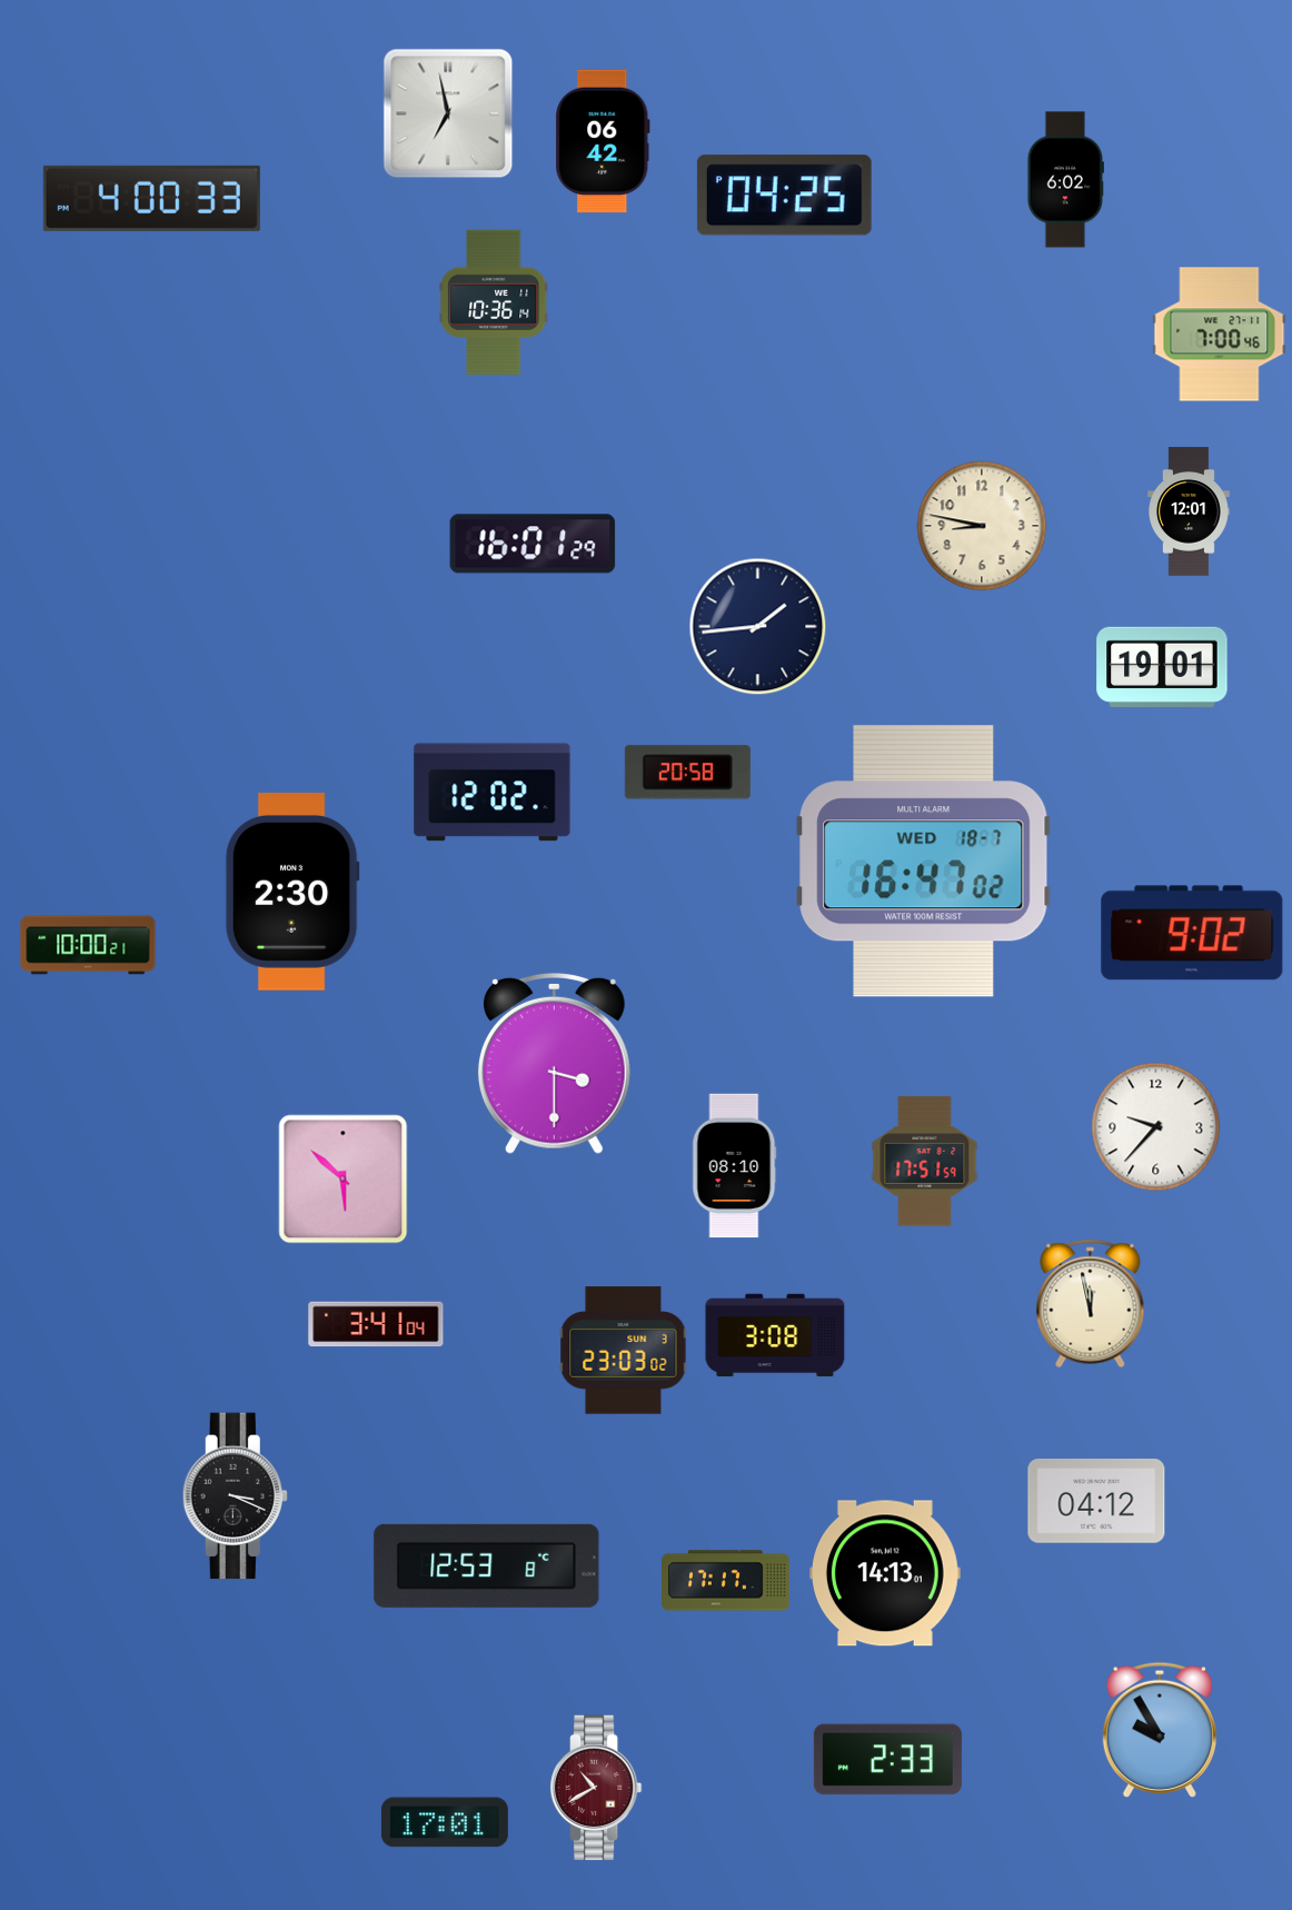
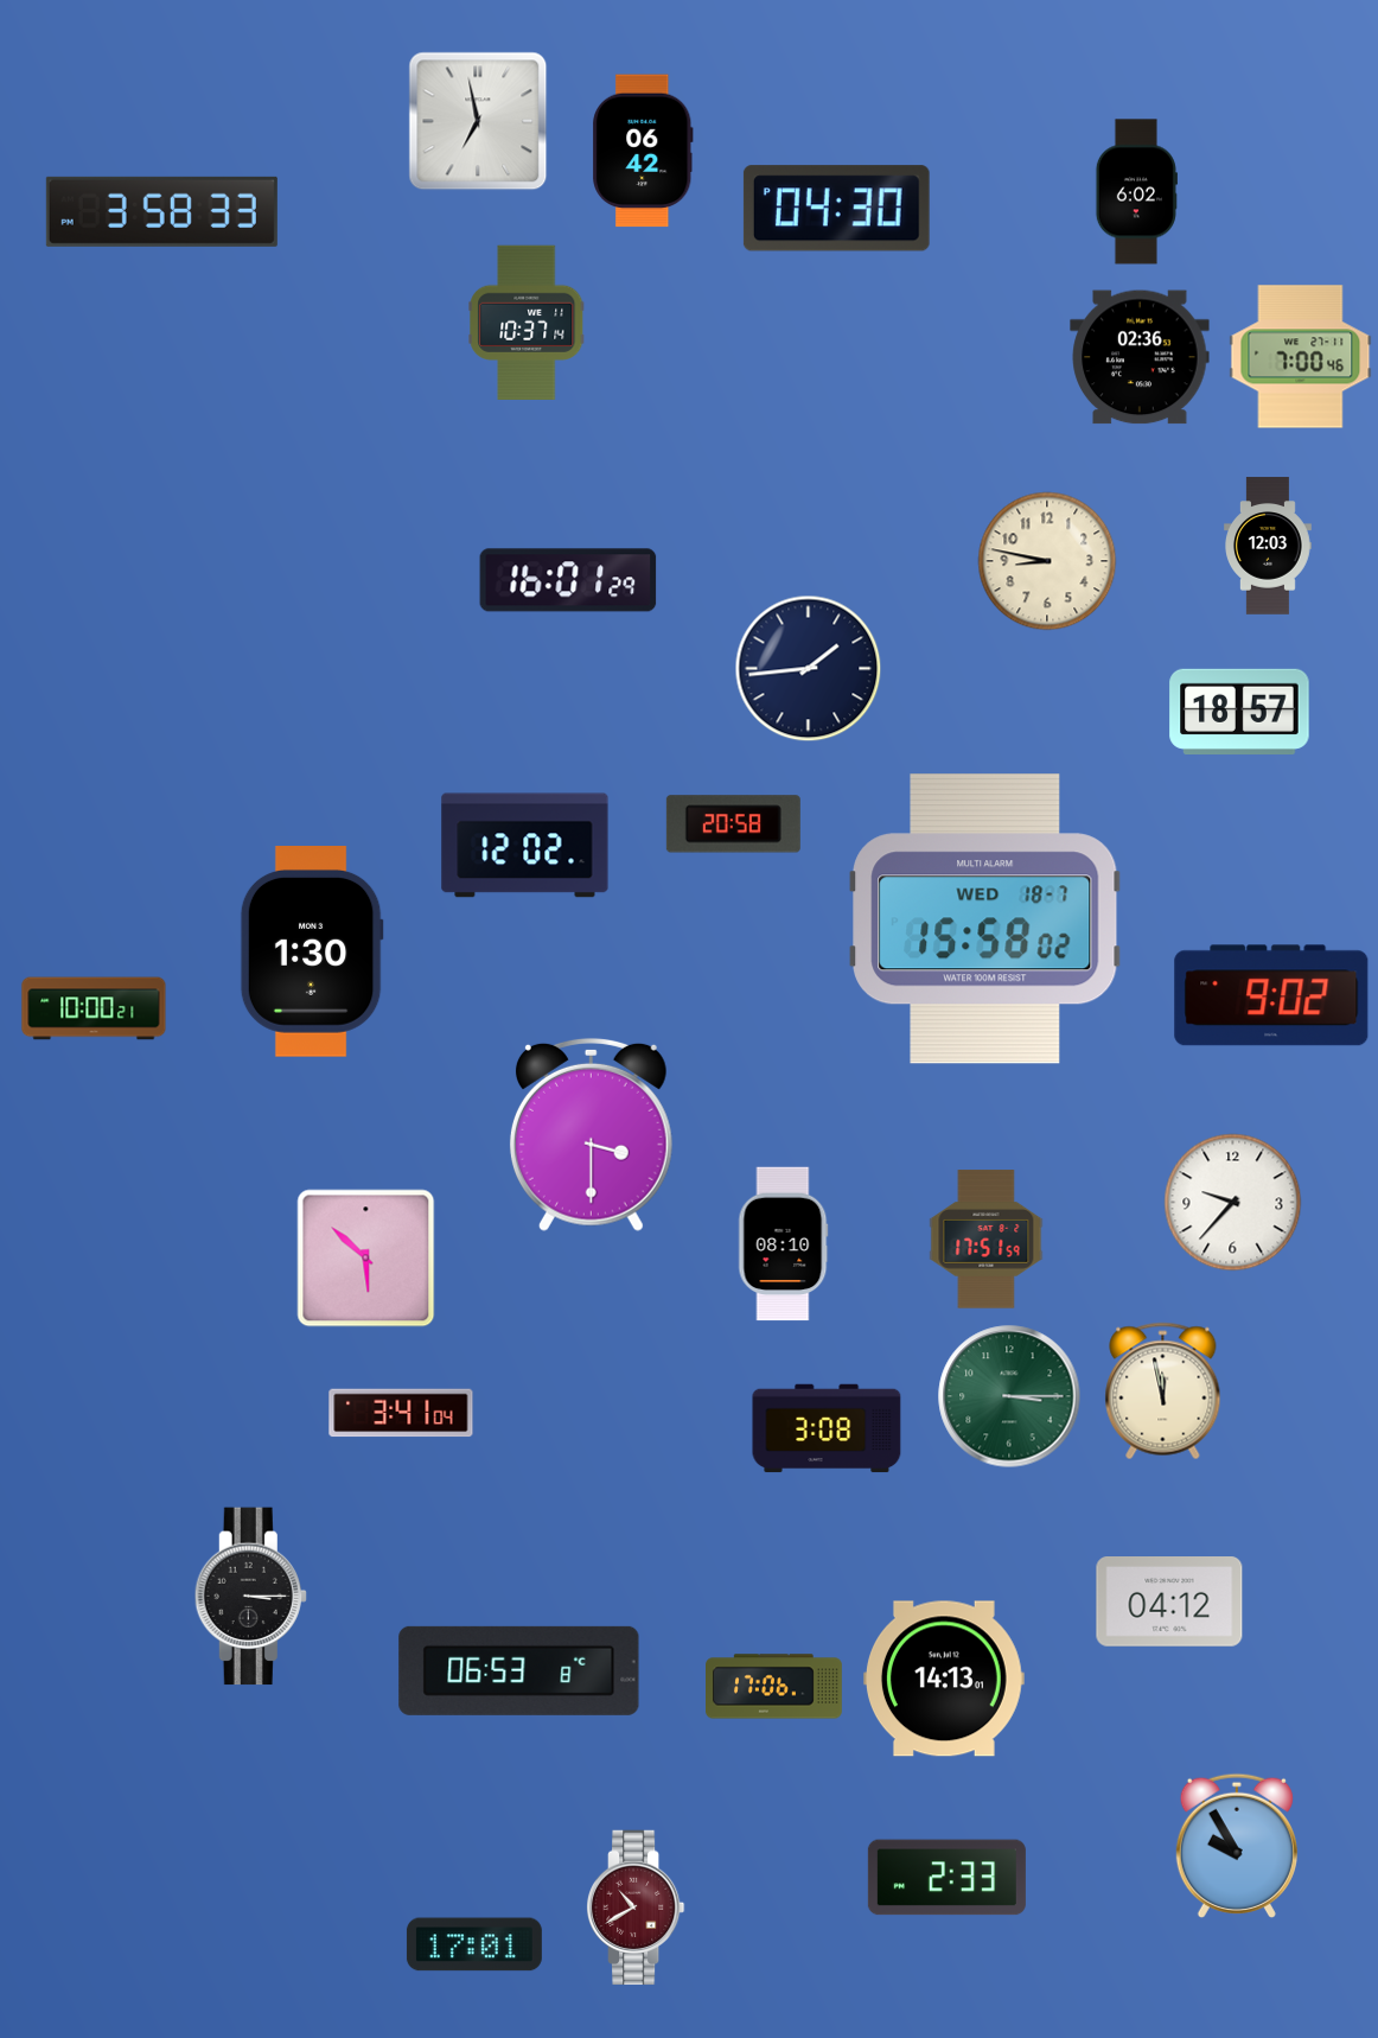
clock at (784, 196): 04:25 -> 04:30
clock at (151, 198): 4:00 -> 3:58
clock at (494, 301): 10:36 -> 10:37
clock at (1140, 357): none -> 02:36
clock at (1190, 511): 12:01 -> 12:03
clock at (1162, 666): 19:01 -> 18:57
clock at (924, 862): 16:47 -> 15:58
clock at (292, 893): 2:30 -> 1:30
clock at (1009, 1396): none -> 3:15
clock at (775, 1335) position: (775, 1335) -> (827, 1428)
clock at (624, 1351): 23:03 -> none
clock at (235, 1496): 3:19 -> 3:15
clock at (487, 1565): 12:53 -> 06:53
clock at (726, 1581): 17:17 -> 17:06
